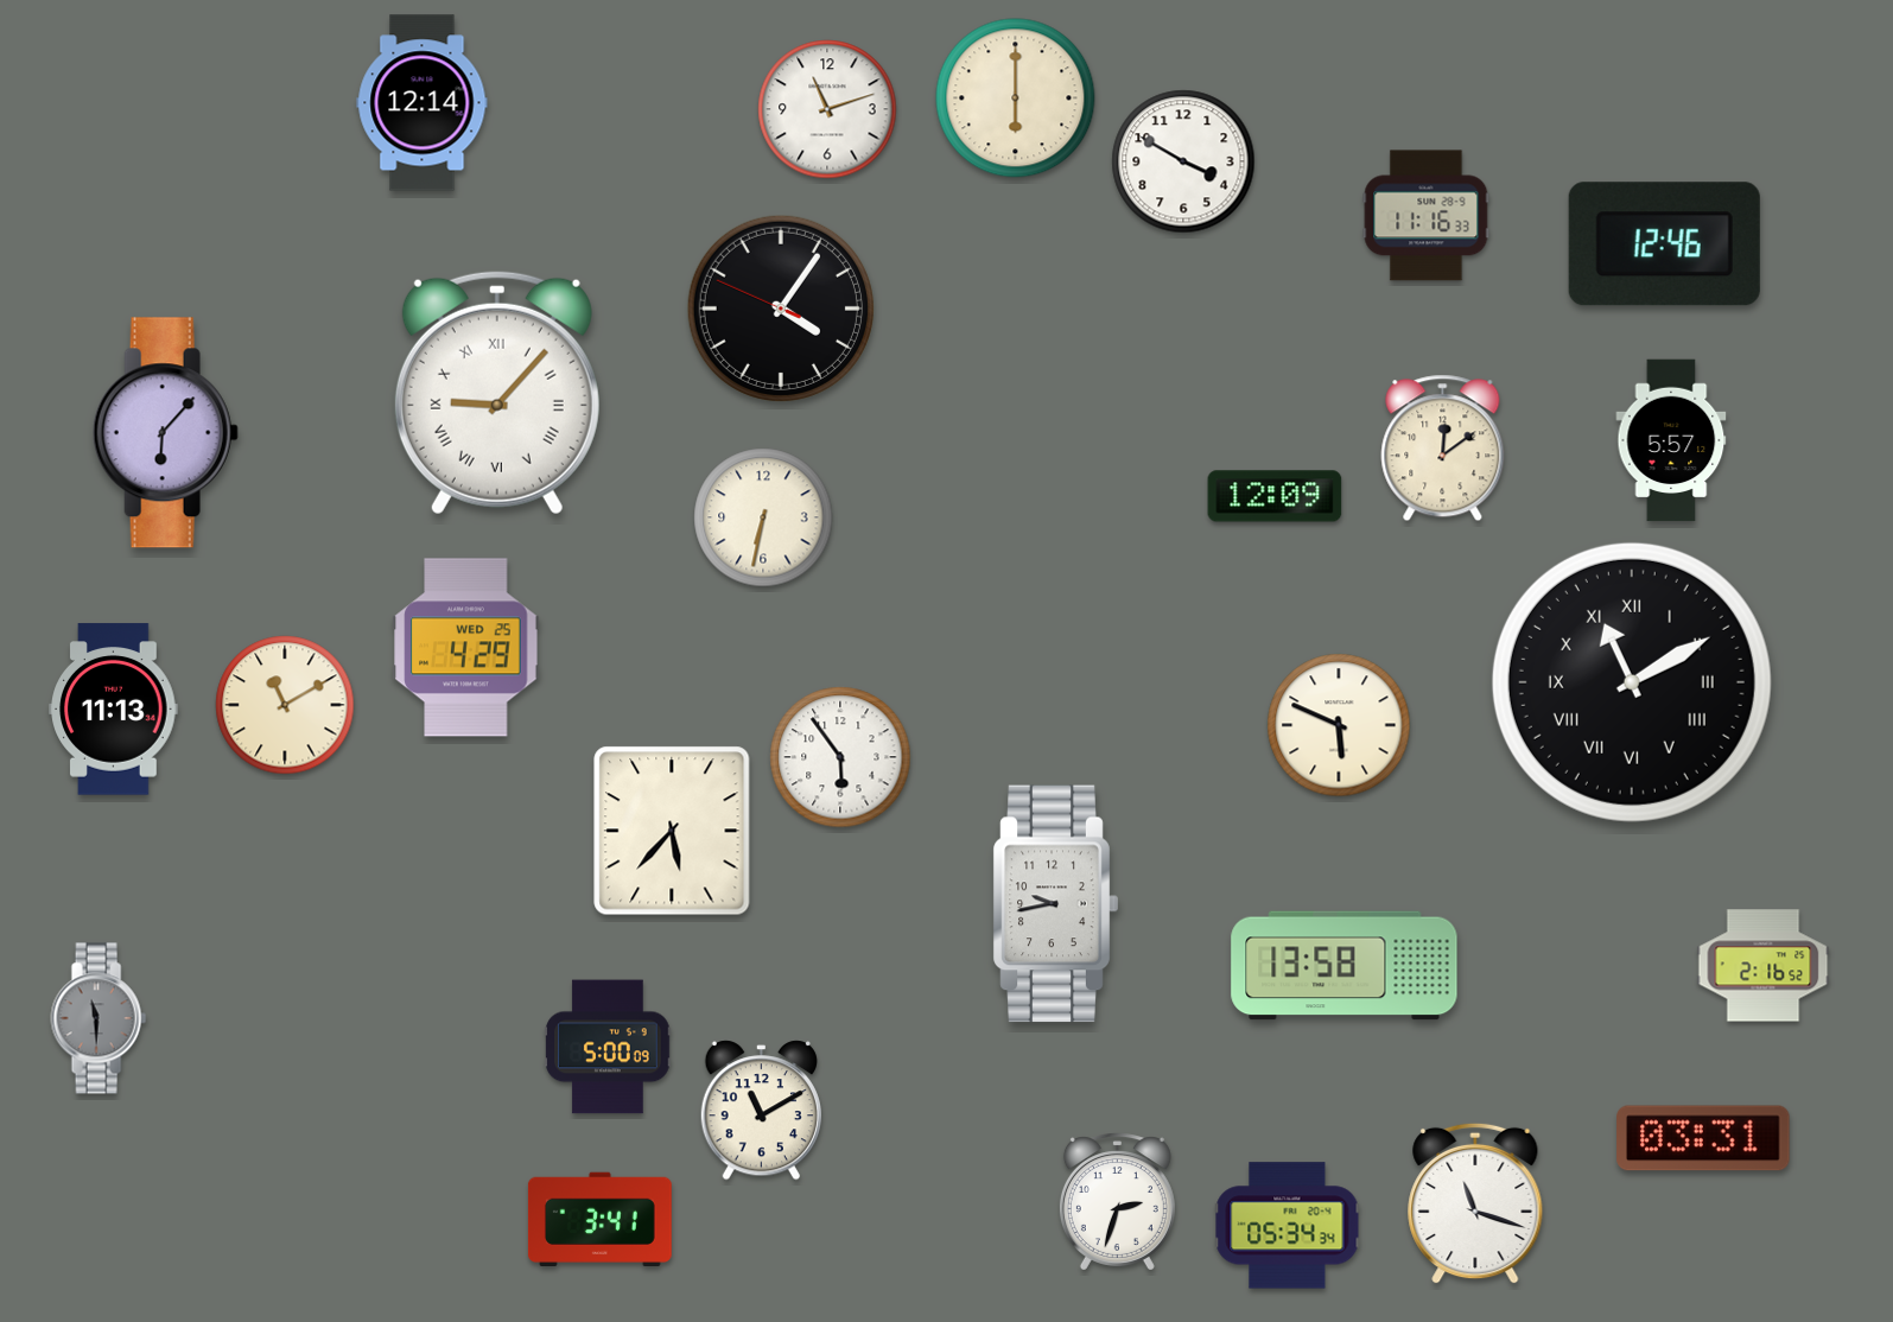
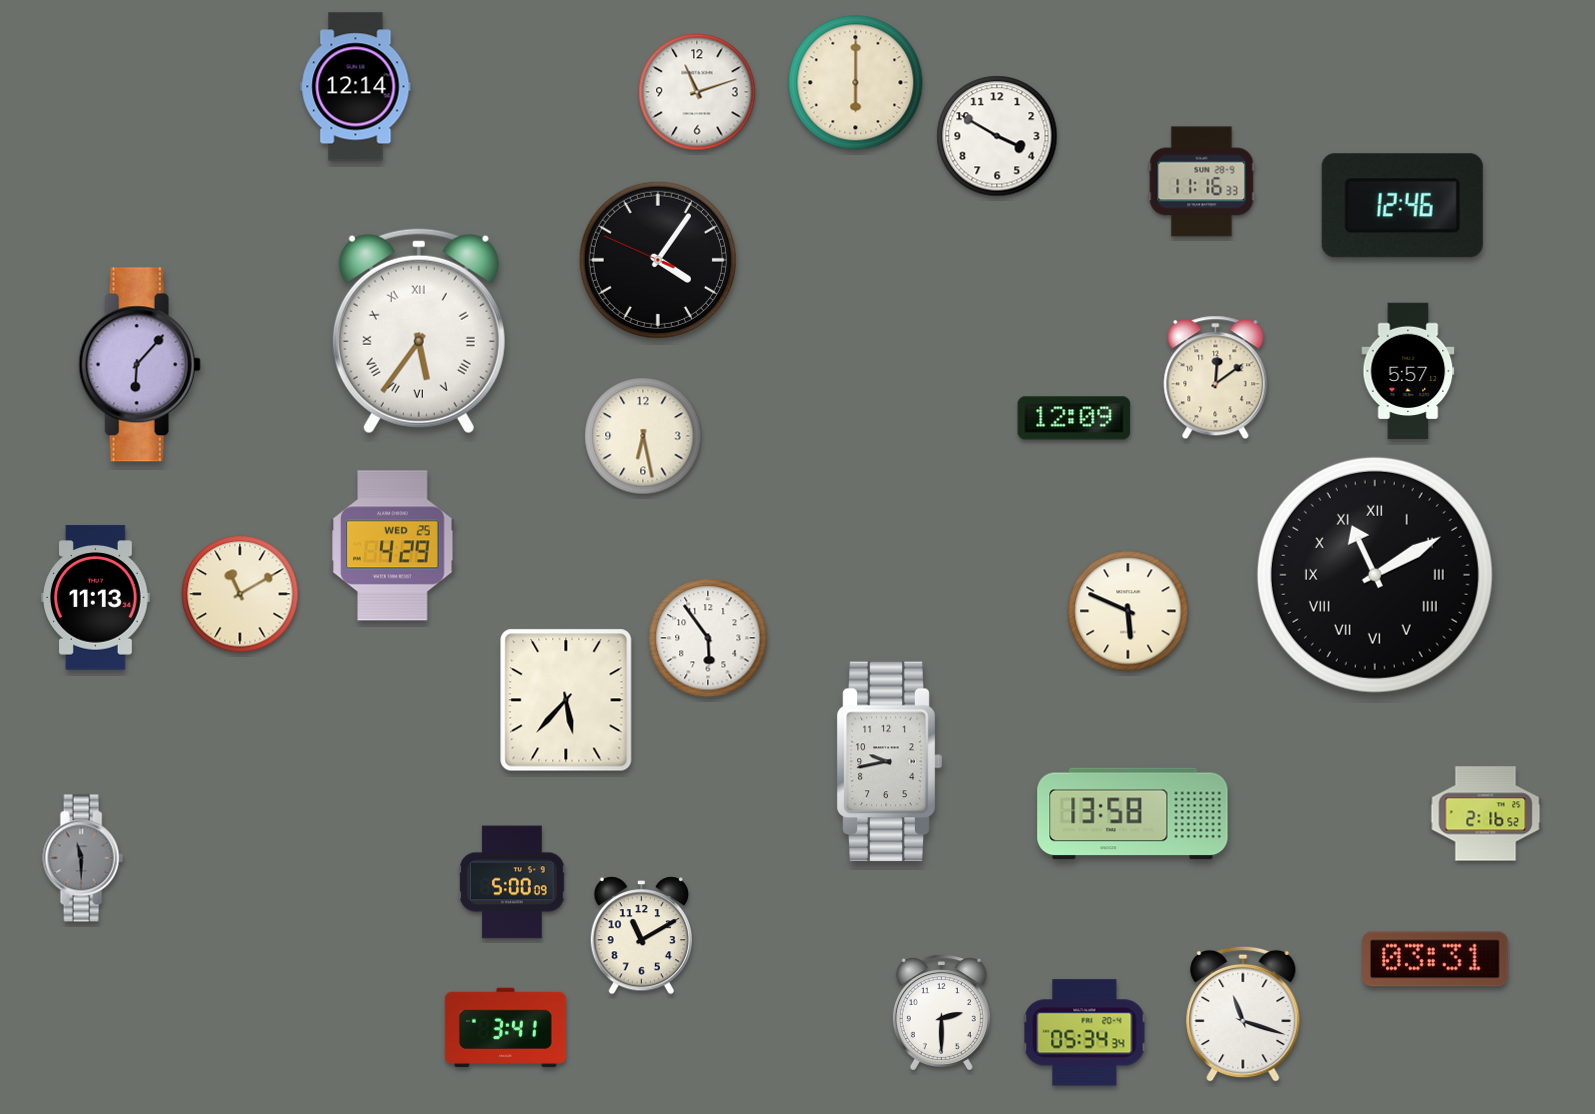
clock at (497, 393): 9:07 -> 5:36
clock at (763, 517): 6:32 -> 6:28
clock at (1117, 1202): 2:33 -> 2:30
